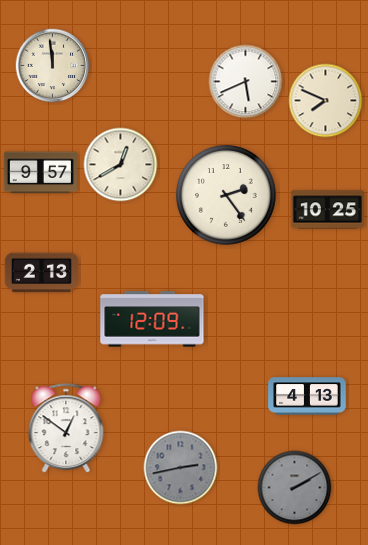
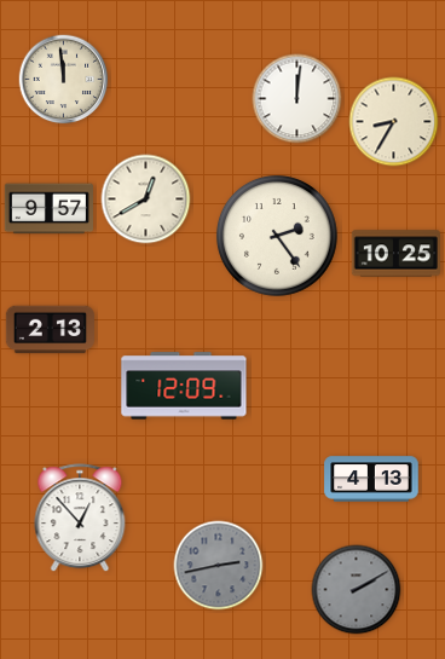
clock at (246, 82): 5:41 -> 12:01
clock at (326, 101): 7:49 -> 8:35
clock at (226, 195) position: (226, 195) -> (277, 236)
clock at (66, 429): 12:51 -> 12:53
